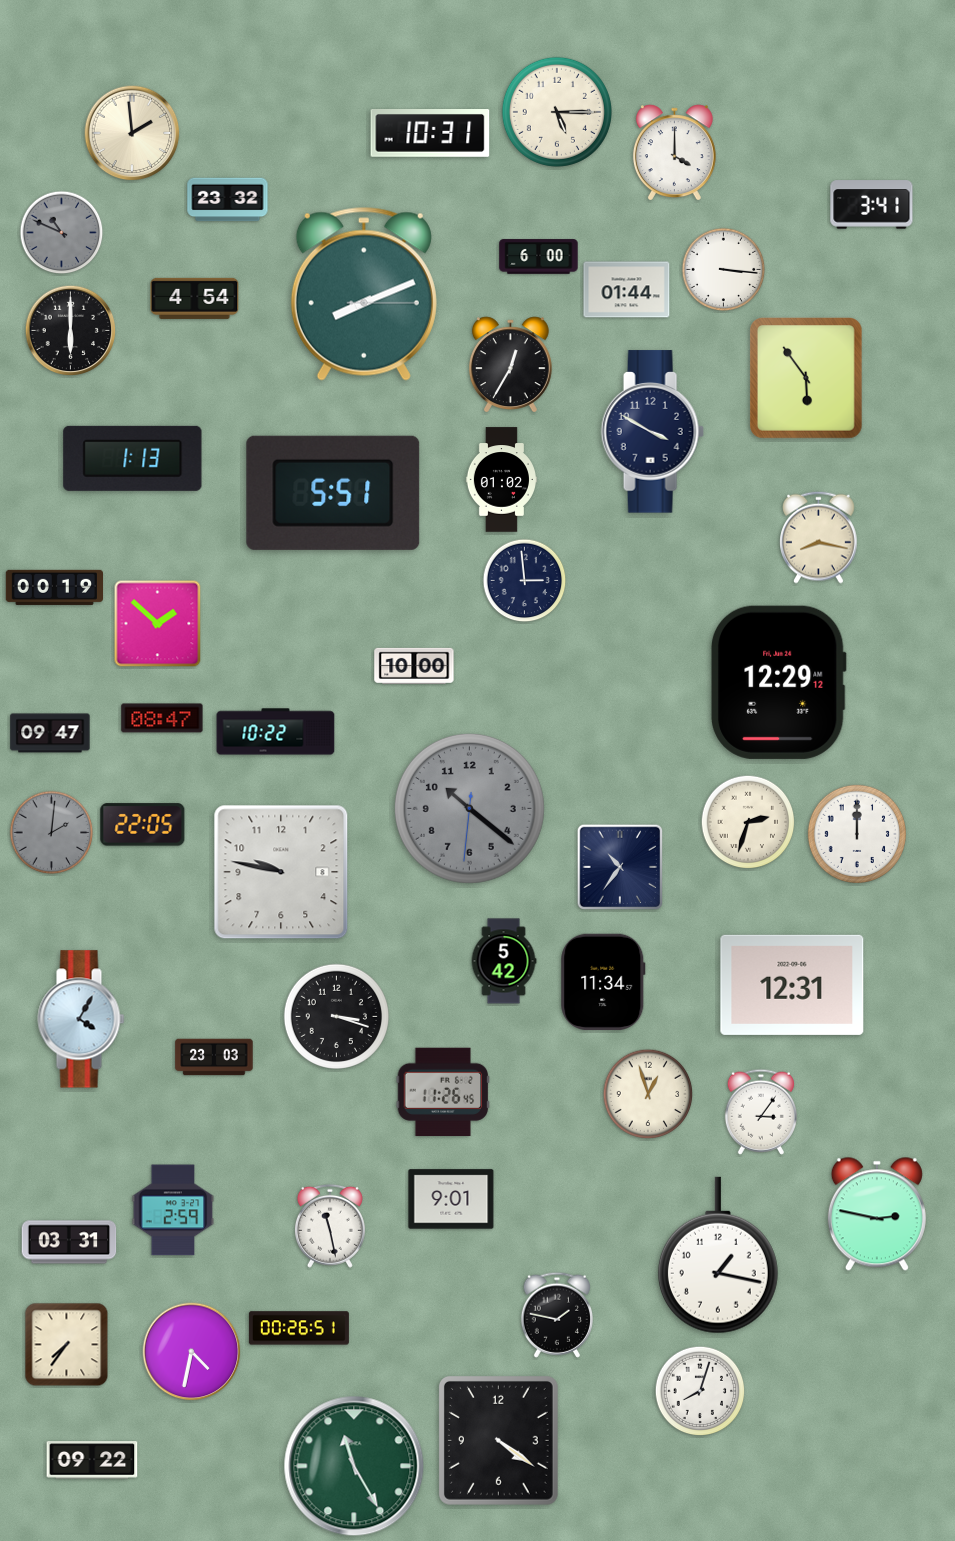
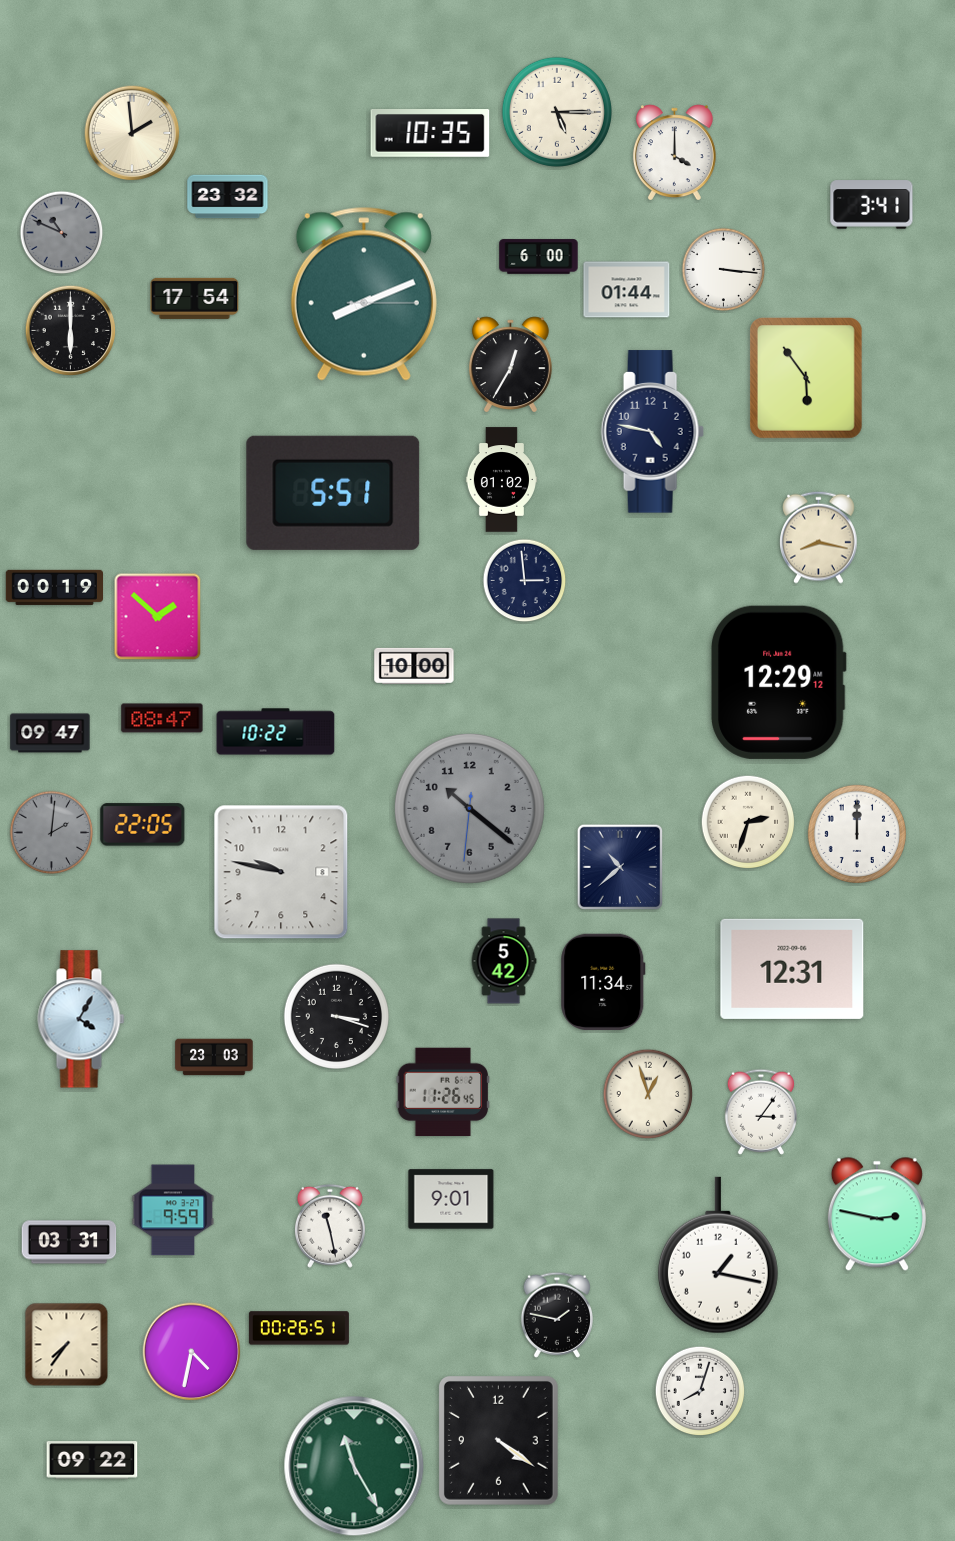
clock at (430, 134): 10:31 -> 10:35
clock at (228, 200) position: (228, 200) -> (228, 197)
clock at (195, 298): 4:54 -> 17:54
clock at (652, 432): 3:50 -> 4:47
clock at (133, 458): 1:13 -> none
clock at (158, 624) position: (158, 624) -> (158, 617)
clock at (620, 867): 10:36 -> 10:38
clock at (792, 985) position: (792, 985) -> (792, 969)
clock at (173, 1210): 2:59 -> 9:59
